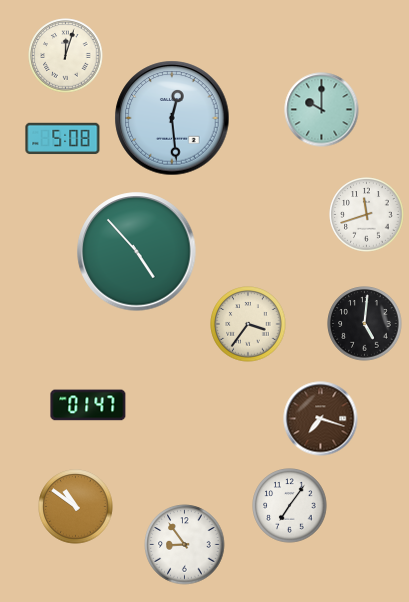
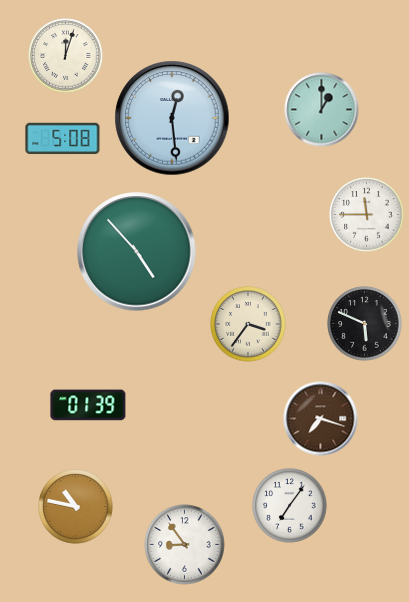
clock at (322, 110): 10:00 -> 1:00
clock at (367, 215): 11:42 -> 11:45
clock at (365, 324): 5:01 -> 5:49
clock at (88, 405): 01:47 -> 01:39
clock at (76, 507): 10:51 -> 10:47
